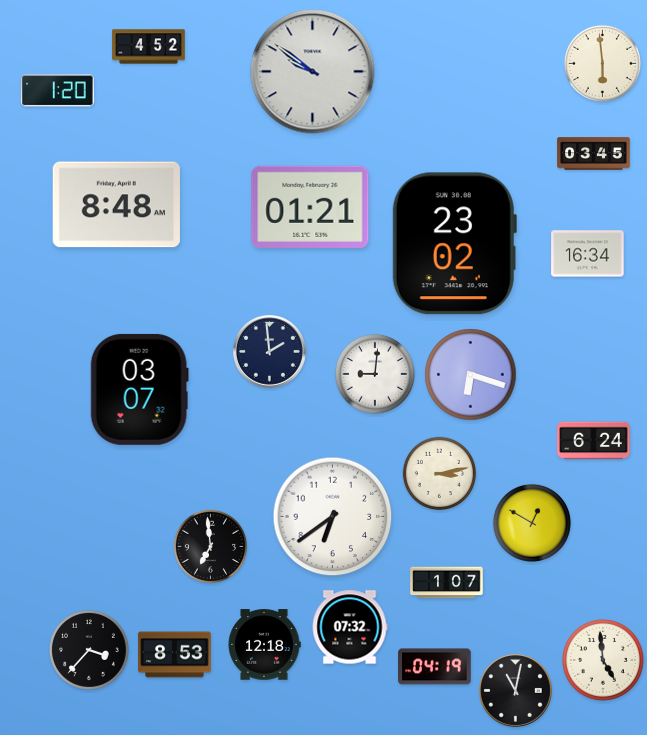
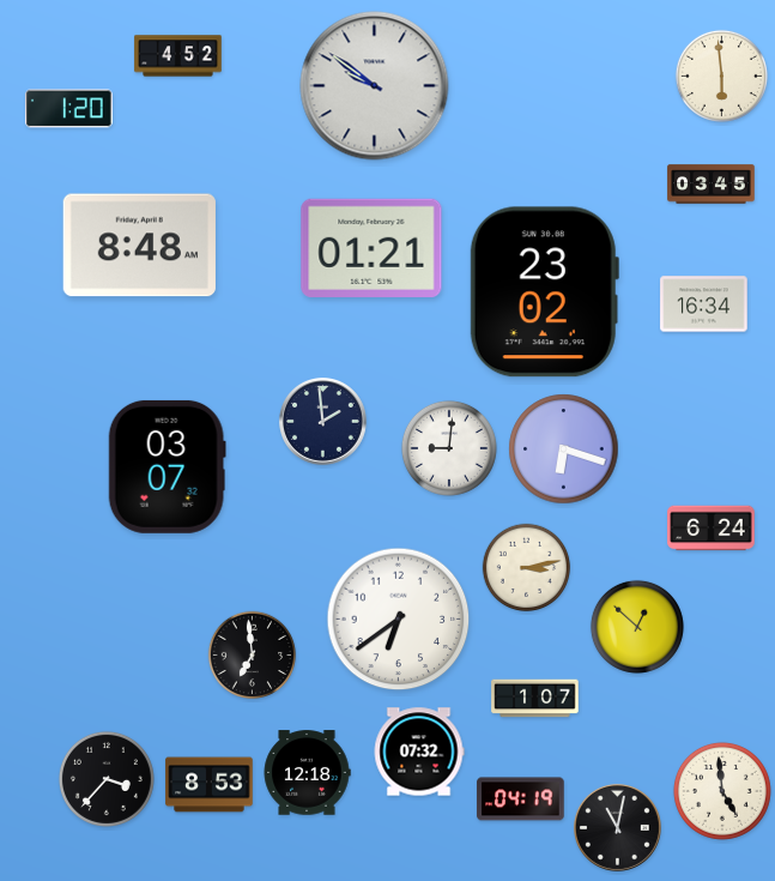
clock at (532, 523): 12:50 -> 12:52
clock at (264, 645) position: (264, 645) -> (307, 773)
